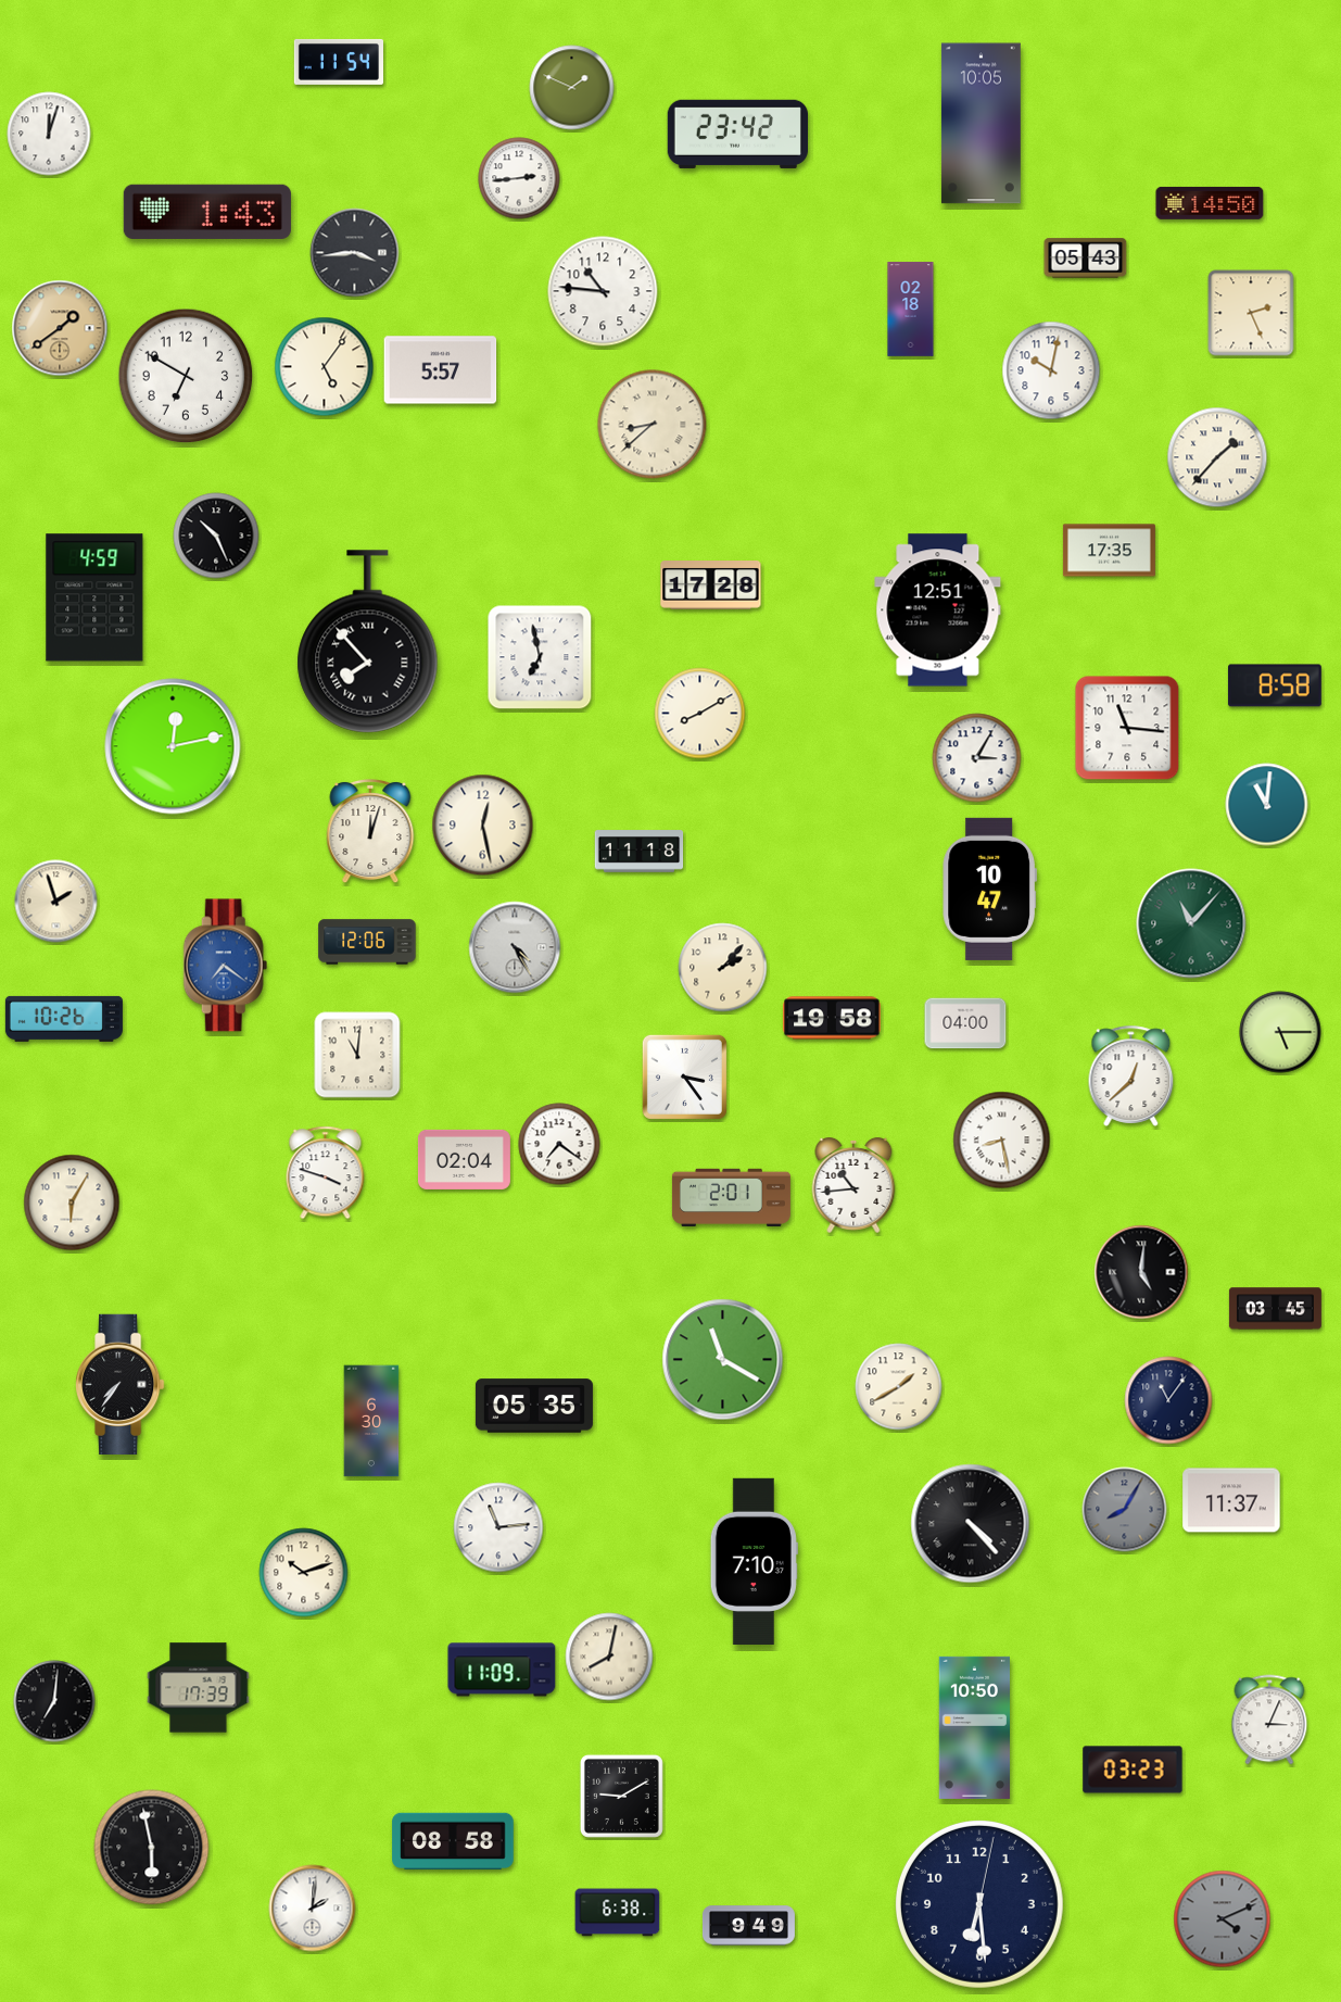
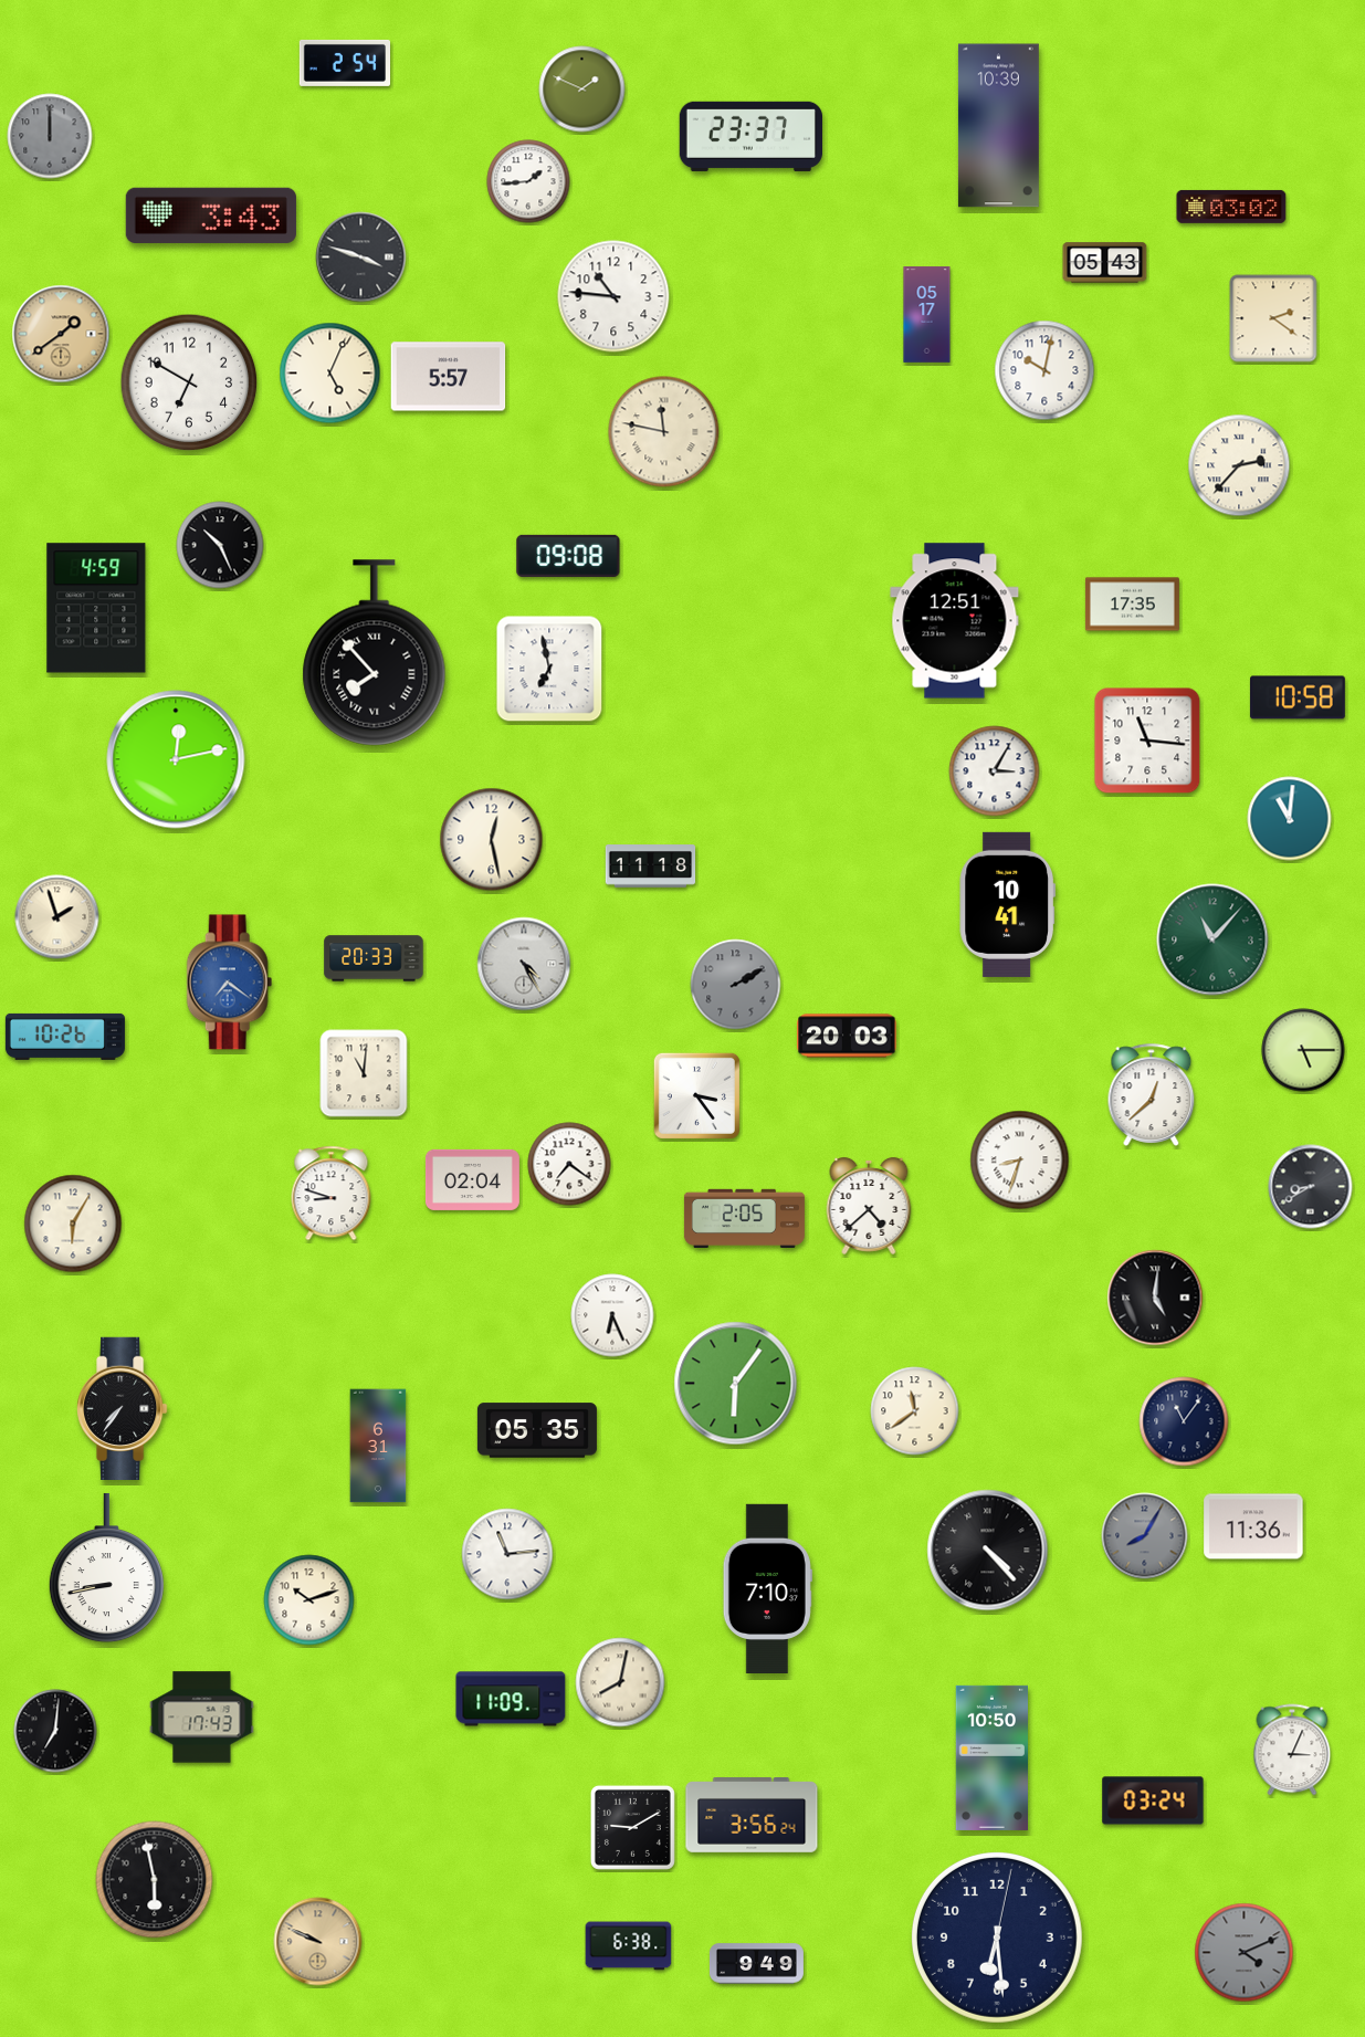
clock at (338, 62): 11:54 -> 2:54
clock at (981, 124): 10:05 -> 10:39
clock at (49, 134): 12:03 -> 12:00
clock at (49, 134) dial: white -> grey
clock at (737, 134): 23:42 -> 23:37
clock at (519, 178): 2:44 -> 1:44
clock at (1210, 203): 14:50 -> 03:02
clock at (207, 212): 1:43 -> 3:43
clock at (355, 253): 3:44 -> 3:48
clock at (911, 310): 02:18 -> 05:17
clock at (1251, 313): 2:26 -> 2:21
clock at (325, 367): 5:06 -> 5:04
clock at (1051, 370) position: (1051, 370) -> (1044, 370)
clock at (653, 425): 8:38 -> 11:47
clock at (1217, 457): 1:37 -> 2:37
clock at (568, 556): none -> 09:08
clock at (1109, 551) position: (1109, 551) -> (1132, 605)
clock at (711, 586): 17:28 -> none
clock at (1275, 685): 8:58 -> 10:58
clock at (700, 714): 8:10 -> none
clock at (370, 831): 12:03 -> none
clock at (989, 889): 10:47 -> 10:41
clock at (367, 942): 12:06 -> 20:33
clock at (723, 968): 2:07 -> 2:10
clock at (723, 968) dial: cream -> grey
clock at (832, 1018): 19:58 -> 20:03
clock at (965, 1023): 04:00 -> none
clock at (1002, 1141): 8:28 -> 8:33
clock at (1311, 1187): none -> 8:40
clock at (326, 1173): 3:48 -> 8:48
clock at (853, 1185): 10:44 -> 4:38
clock at (731, 1197): 2:01 -> 2:05
clock at (1141, 1272) position: (1141, 1272) -> (1155, 1298)
clock at (612, 1315): none -> 6:26
clock at (1275, 1309): 03:45 -> none
clock at (723, 1360): 11:20 -> 6:06
clock at (899, 1387): 1:40 -> 11:39
clock at (1168, 1400) position: (1168, 1400) -> (1184, 1421)
clock at (534, 1406) position: (534, 1406) -> (537, 1430)
clock at (371, 1421): 6:30 -> 6:31
clock at (1231, 1500): 11:37 -> 11:36
clock at (106, 1568): none -> 8:43
clock at (609, 1657) position: (609, 1657) -> (620, 1682)
clock at (199, 1688): 17:39 -> 17:43
clock at (1133, 1770): 03:23 -> 03:24
clock at (752, 1816): none -> 3:56
clock at (453, 1841): 08:58 -> none
clock at (313, 1909): 2:01 -> 9:49
clock at (313, 1909) dial: white -> champagne
clock at (748, 1926) position: (748, 1926) -> (756, 1964)
